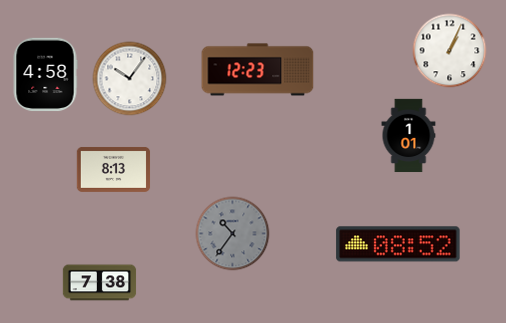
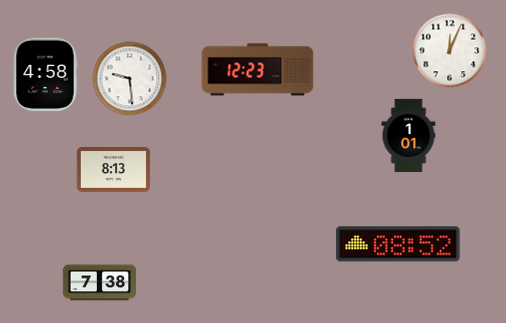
clock at (450, 51): 1:04 -> 12:04
clock at (130, 79): 10:06 -> 9:29
clock at (233, 234): 10:36 -> none
